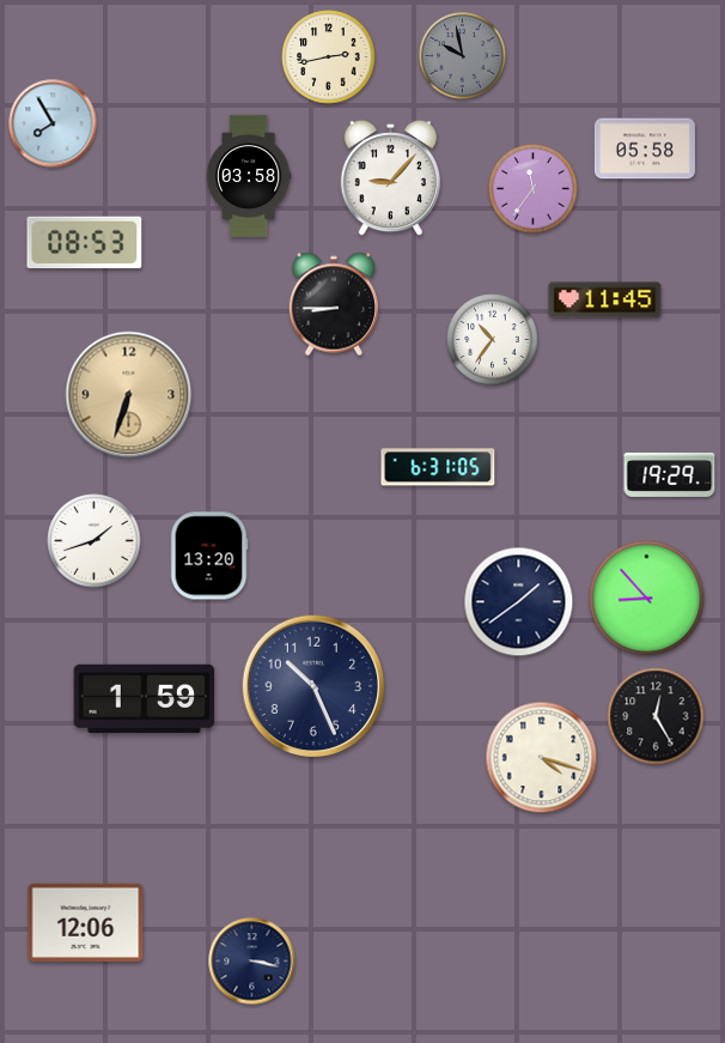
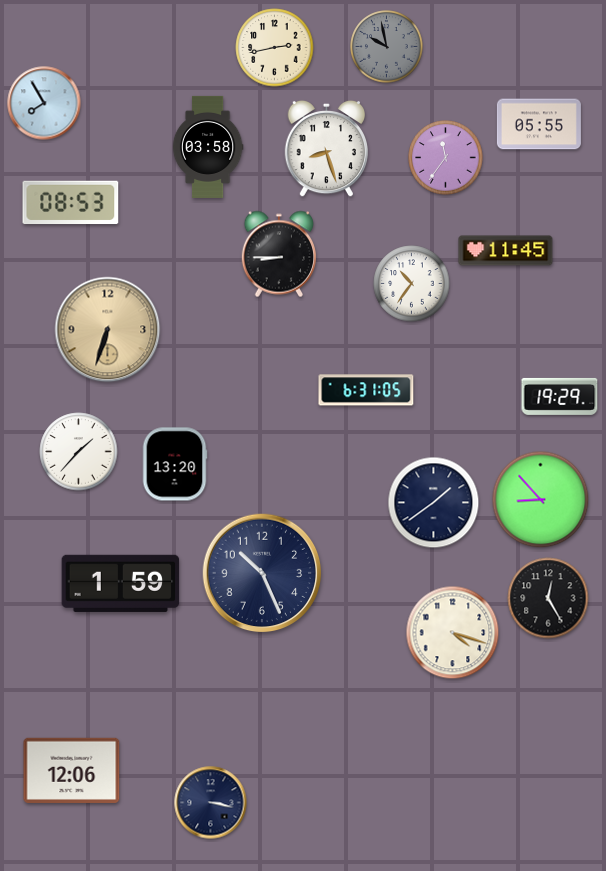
clock at (645, 148): 05:58 -> 05:55
clock at (390, 178): 9:07 -> 8:27
clock at (95, 541): 1:42 -> 1:37
